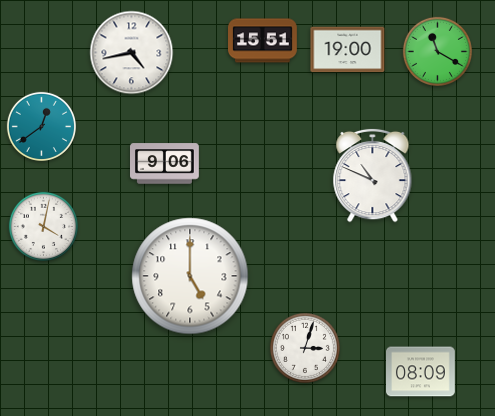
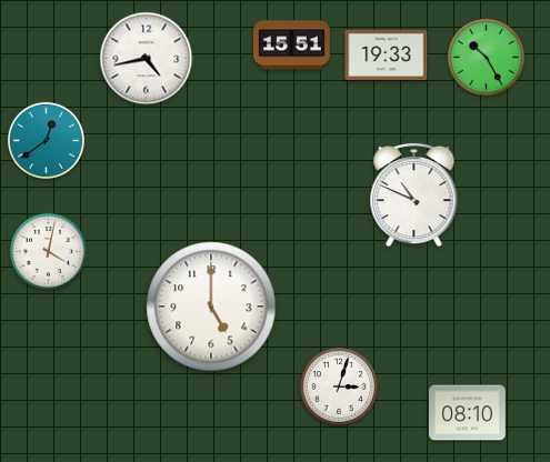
clock at (348, 50): 19:00 -> 19:33
clock at (437, 51): 11:20 -> 10:25
clock at (165, 164): 9:06 -> none
clock at (421, 372): 08:09 -> 08:10
